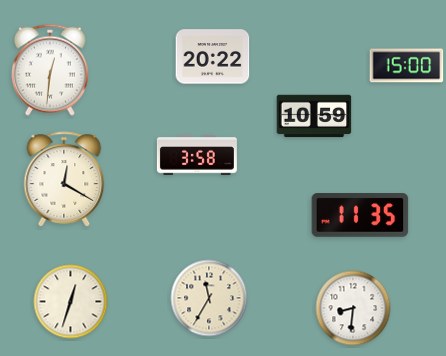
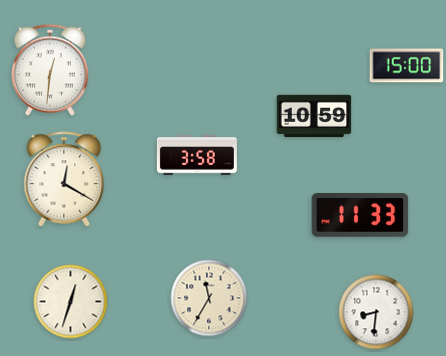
clock at (213, 57): 20:22 -> none
clock at (360, 215): 11:35 -> 11:33
clock at (353, 308) position: (353, 308) -> (376, 312)
